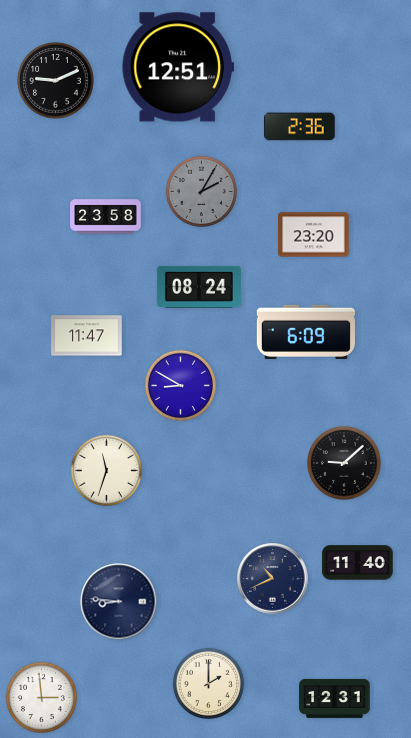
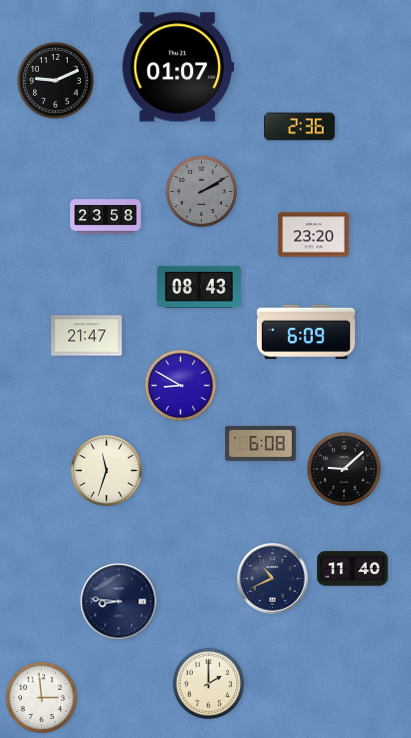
clock at (178, 67): 12:51 -> 01:07
clock at (201, 191): 2:05 -> 2:10
clock at (199, 287): 08:24 -> 08:43
clock at (87, 336): 11:47 -> 21:47
clock at (261, 443): none -> 6:08
clock at (344, 463) position: (344, 463) -> (344, 469)
clock at (358, 563) position: (358, 563) -> (353, 569)
clock at (335, 698): 12:31 -> none
